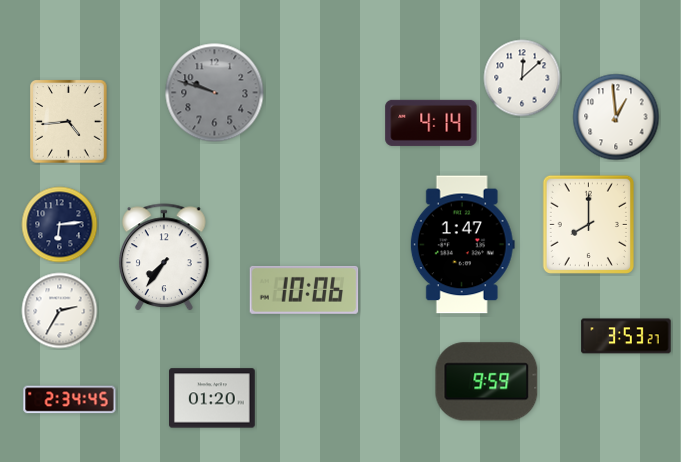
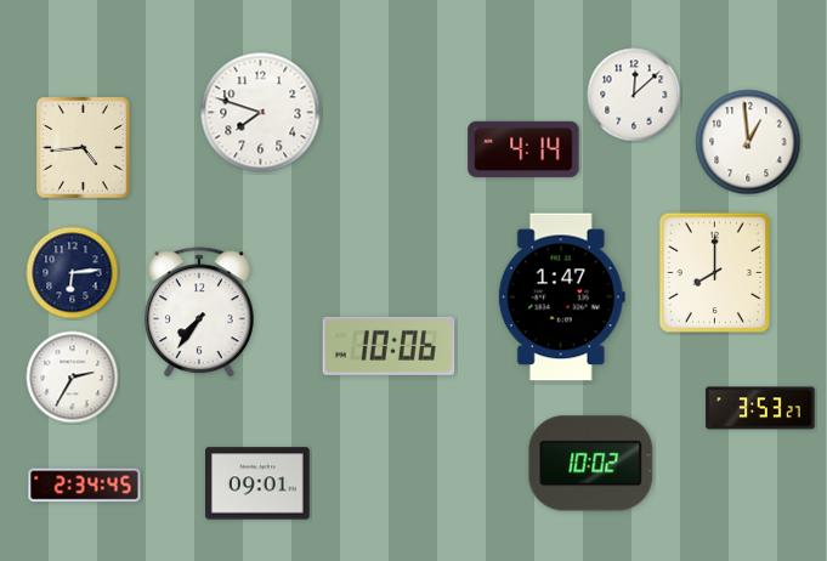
clock at (215, 93): 9:48 -> 7:48
clock at (215, 93) dial: grey -> white
clock at (304, 290) position: (304, 290) -> (389, 346)
clock at (487, 382): 9:59 -> 10:02
clock at (213, 398): 01:20 -> 09:01
